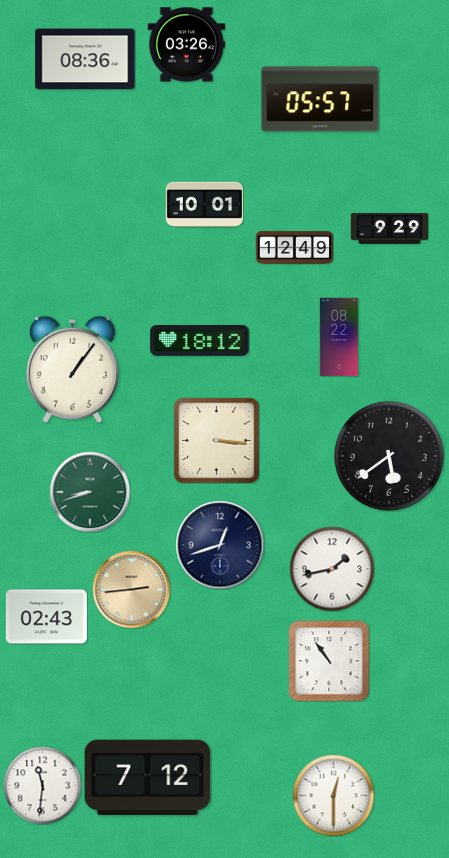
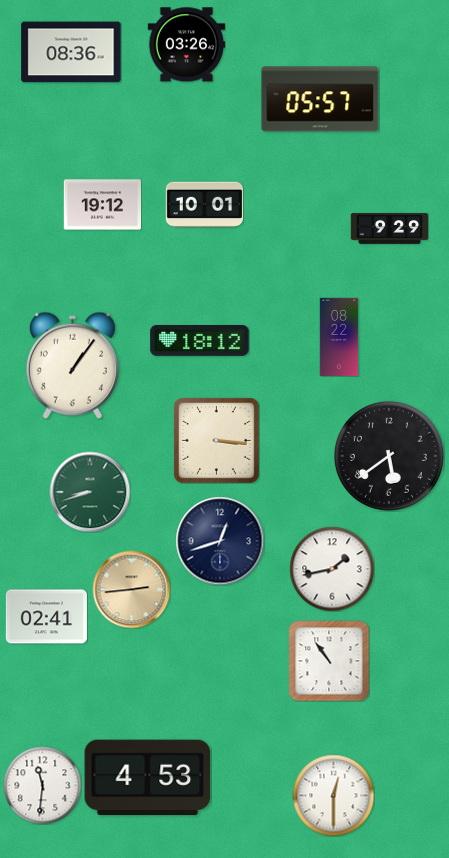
clock at (85, 59) position: (85, 59) -> (71, 52)
clock at (102, 205): none -> 19:12
clock at (294, 248): 12:49 -> none
clock at (72, 369) position: (72, 369) -> (72, 365)
clock at (220, 545) position: (220, 545) -> (220, 541)
clock at (46, 617): 02:43 -> 02:41
clock at (148, 778): 7:12 -> 4:53
